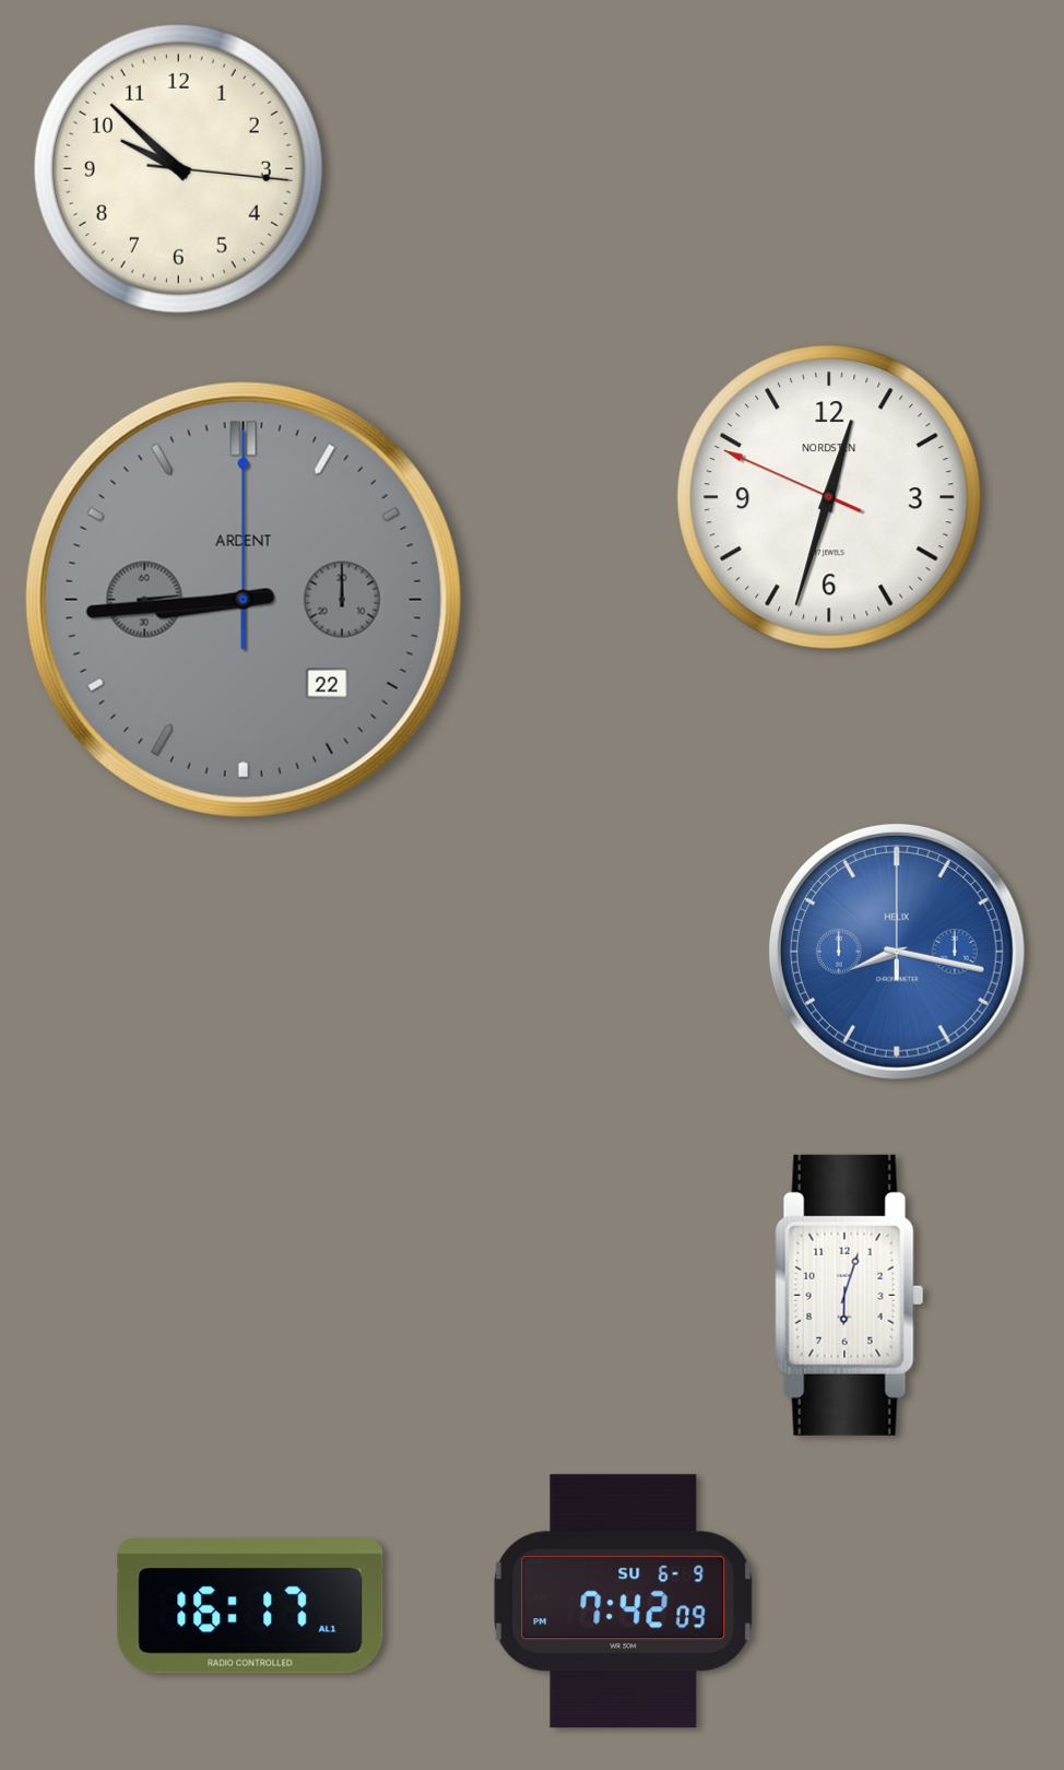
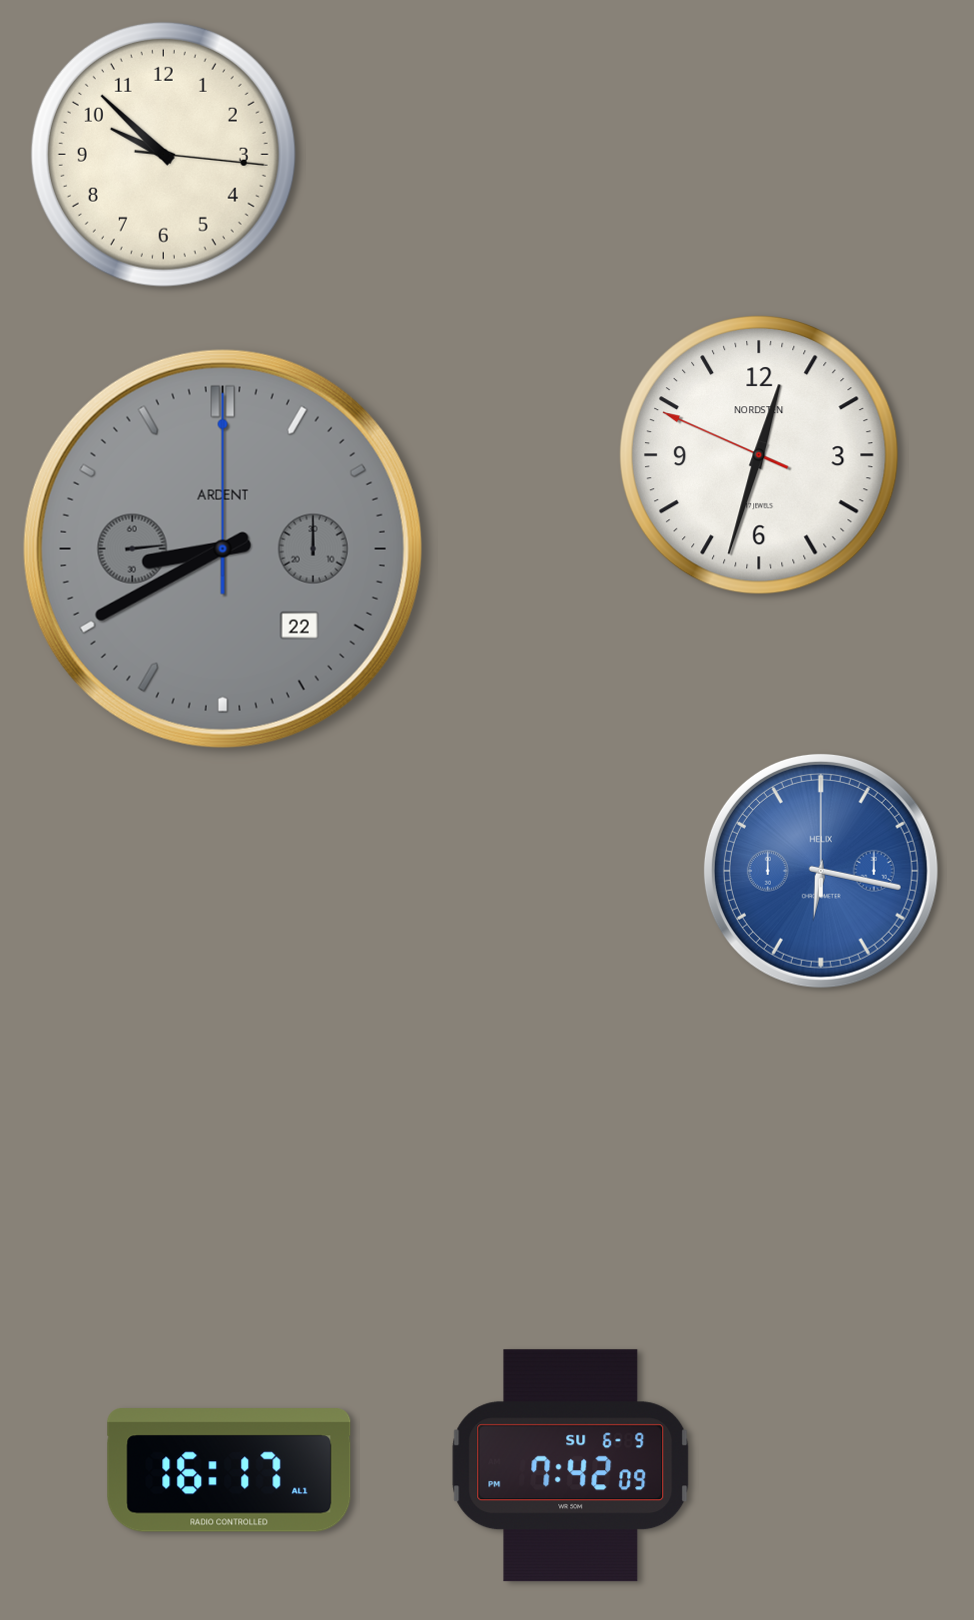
clock at (244, 600): 8:44 -> 8:40
clock at (897, 952): 8:17 -> 6:17
clock at (850, 1295): 6:03 -> none
